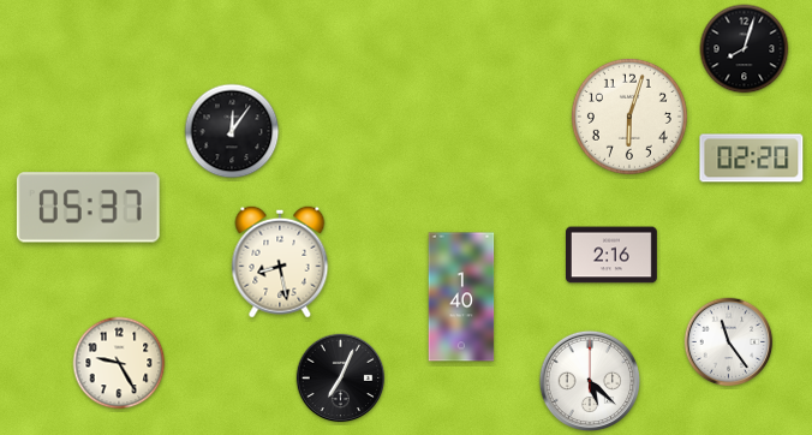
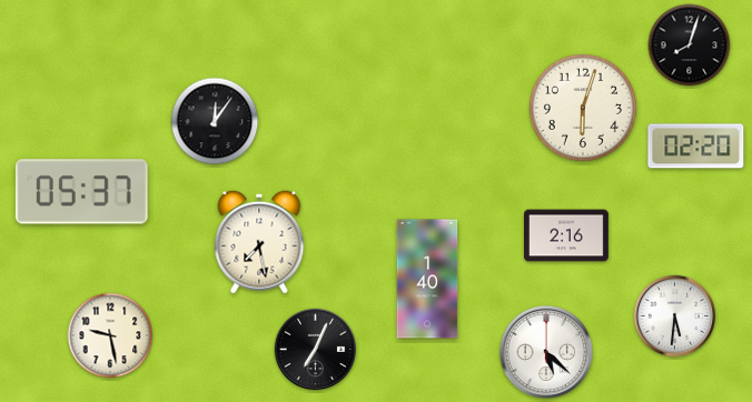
clock at (280, 262): 8:28 -> 7:28
clock at (461, 297) position: (461, 297) -> (427, 279)
clock at (729, 342): 11:24 -> 5:31
clock at (119, 363): 9:25 -> 9:28
